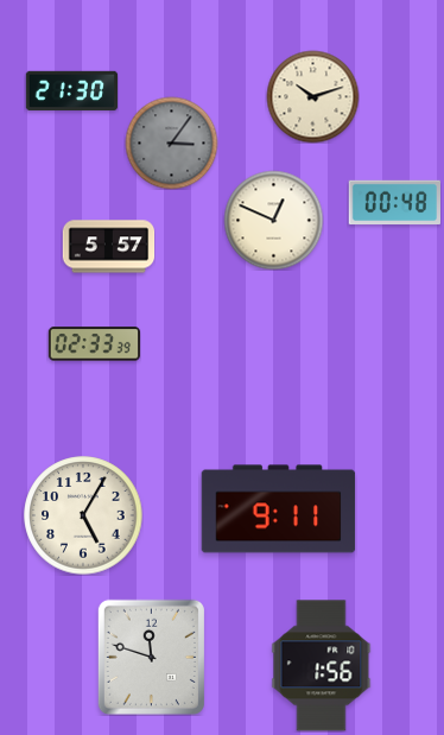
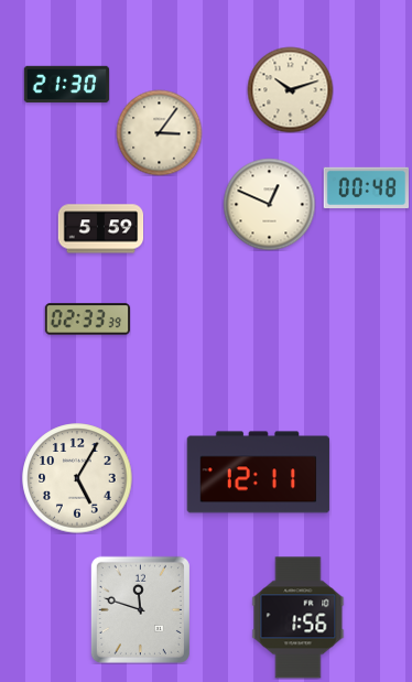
clock at (171, 142) dial: grey -> cream
clock at (273, 220) position: (273, 220) -> (269, 204)
clock at (108, 247): 5:57 -> 5:59
clock at (279, 509): 9:11 -> 12:11
